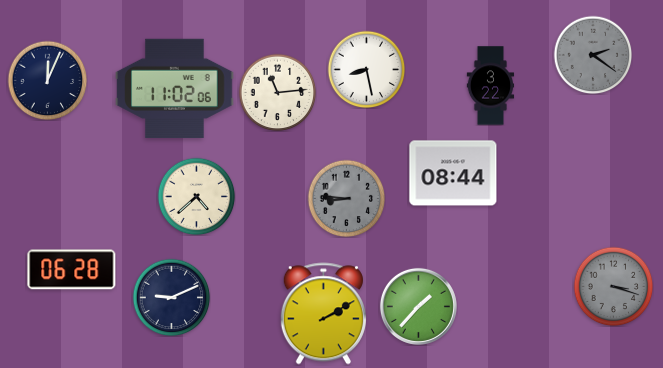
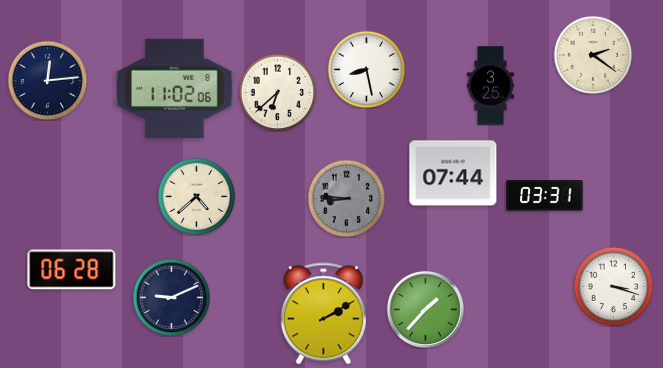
clock at (593, 55) dial: grey -> cream
clock at (47, 80): 12:04 -> 12:14
clock at (491, 86): 3:22 -> 3:25
clock at (277, 92): 11:14 -> 6:38
clock at (453, 173): 08:44 -> 07:44
clock at (545, 196): none -> 03:31
clock at (613, 286) dial: grey -> white
clock at (418, 306) position: (418, 306) -> (425, 309)
